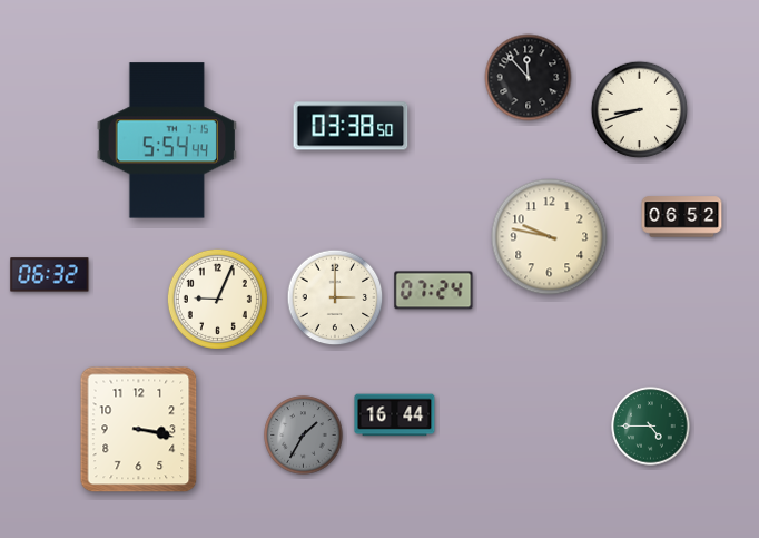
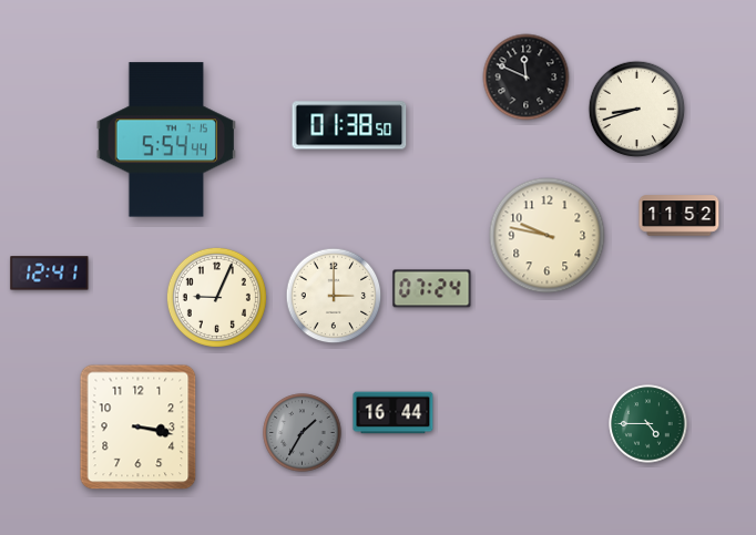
clock at (529, 78): 11:53 -> 11:49
clock at (351, 126): 03:38 -> 01:38
clock at (682, 217): 06:52 -> 11:52
clock at (50, 275): 06:32 -> 12:41
